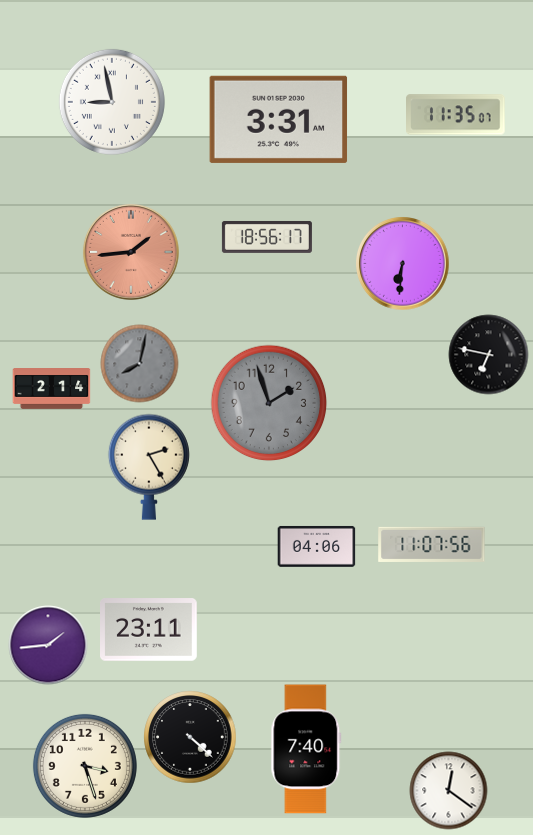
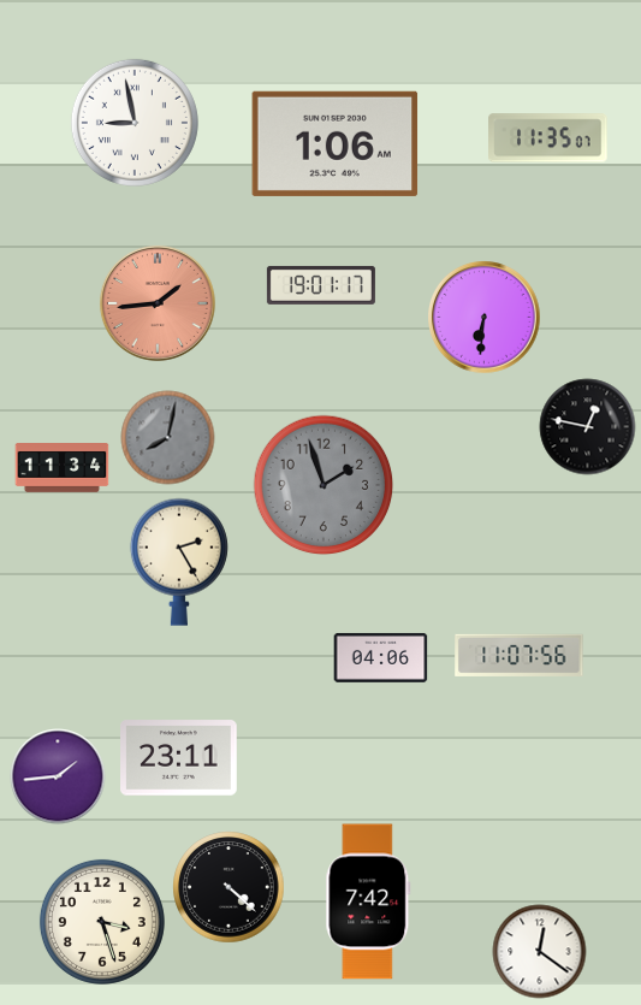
clock at (279, 119): 3:31 -> 1:06
clock at (267, 237): 18:56 -> 19:01
clock at (488, 354): 6:47 -> 12:47
clock at (51, 389): 2:14 -> 11:34
clock at (306, 749): 7:40 -> 7:42
